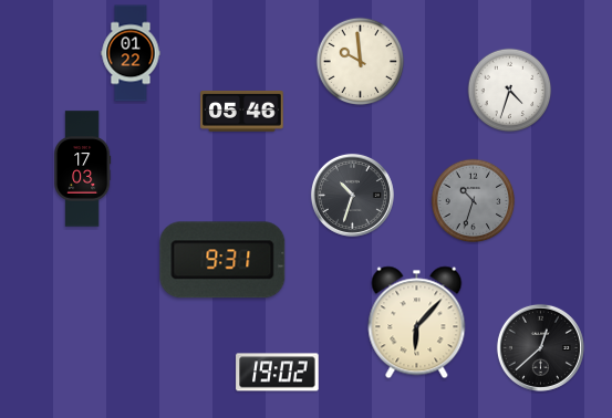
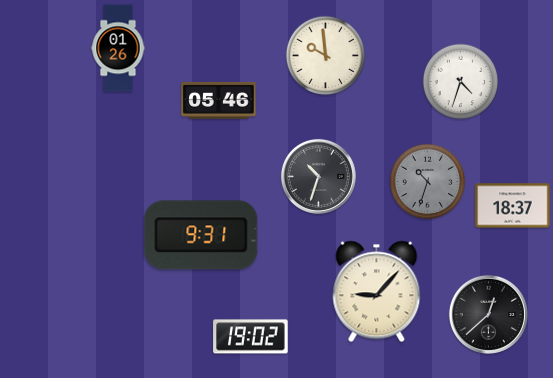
clock at (131, 53): 01:22 -> 01:26
clock at (83, 169): 17:03 -> none
clock at (513, 206): none -> 18:37
clock at (417, 323): 6:07 -> 9:07
